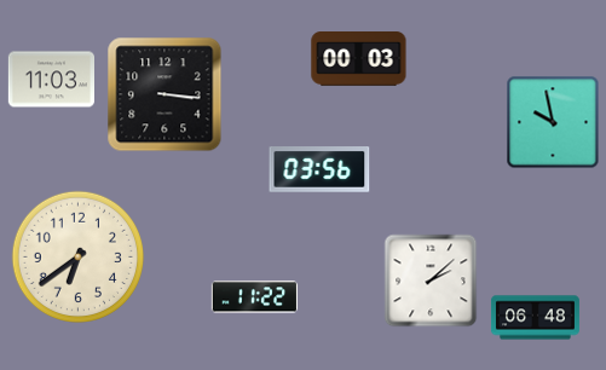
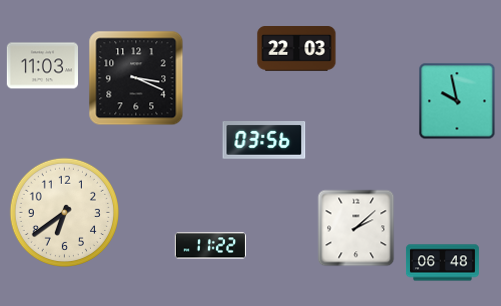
clock at (359, 59): 00:03 -> 22:03
clock at (165, 94): 3:16 -> 3:19
clock at (431, 281) position: (431, 281) -> (356, 228)
